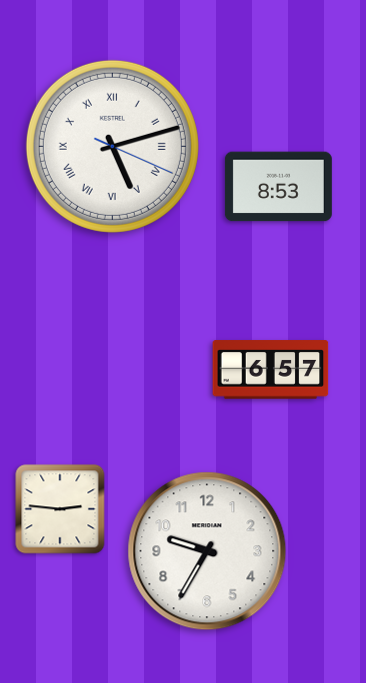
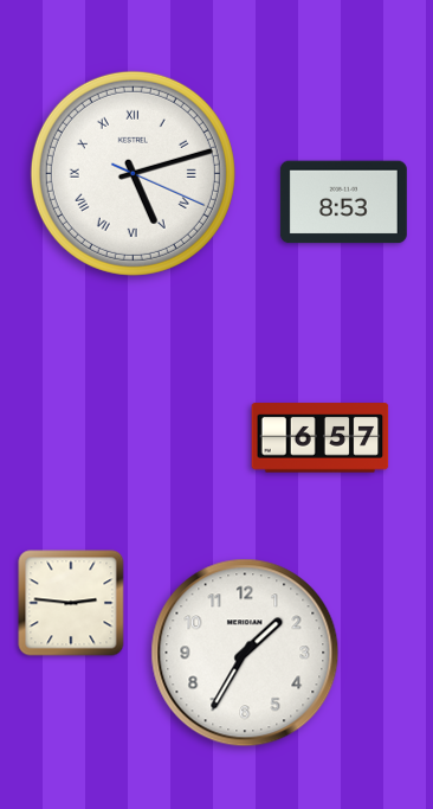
clock at (278, 187) position: (278, 187) -> (343, 203)
clock at (207, 551): 9:35 -> 1:35
